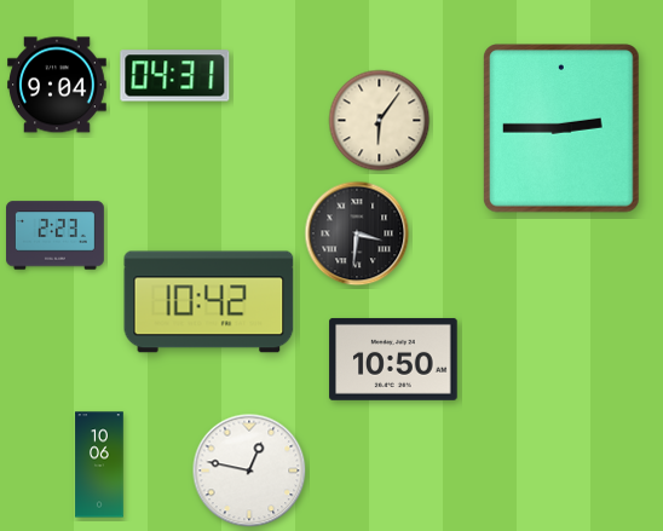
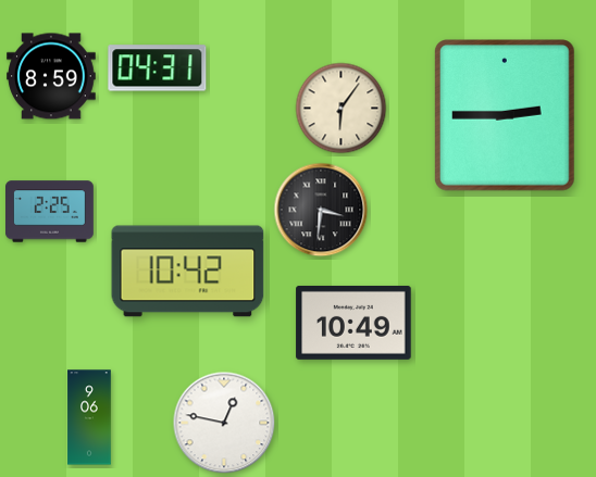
clock at (57, 85): 9:04 -> 8:59
clock at (56, 236): 2:23 -> 2:25
clock at (393, 359): 10:50 -> 10:49
clock at (99, 464): 10:06 -> 9:06
